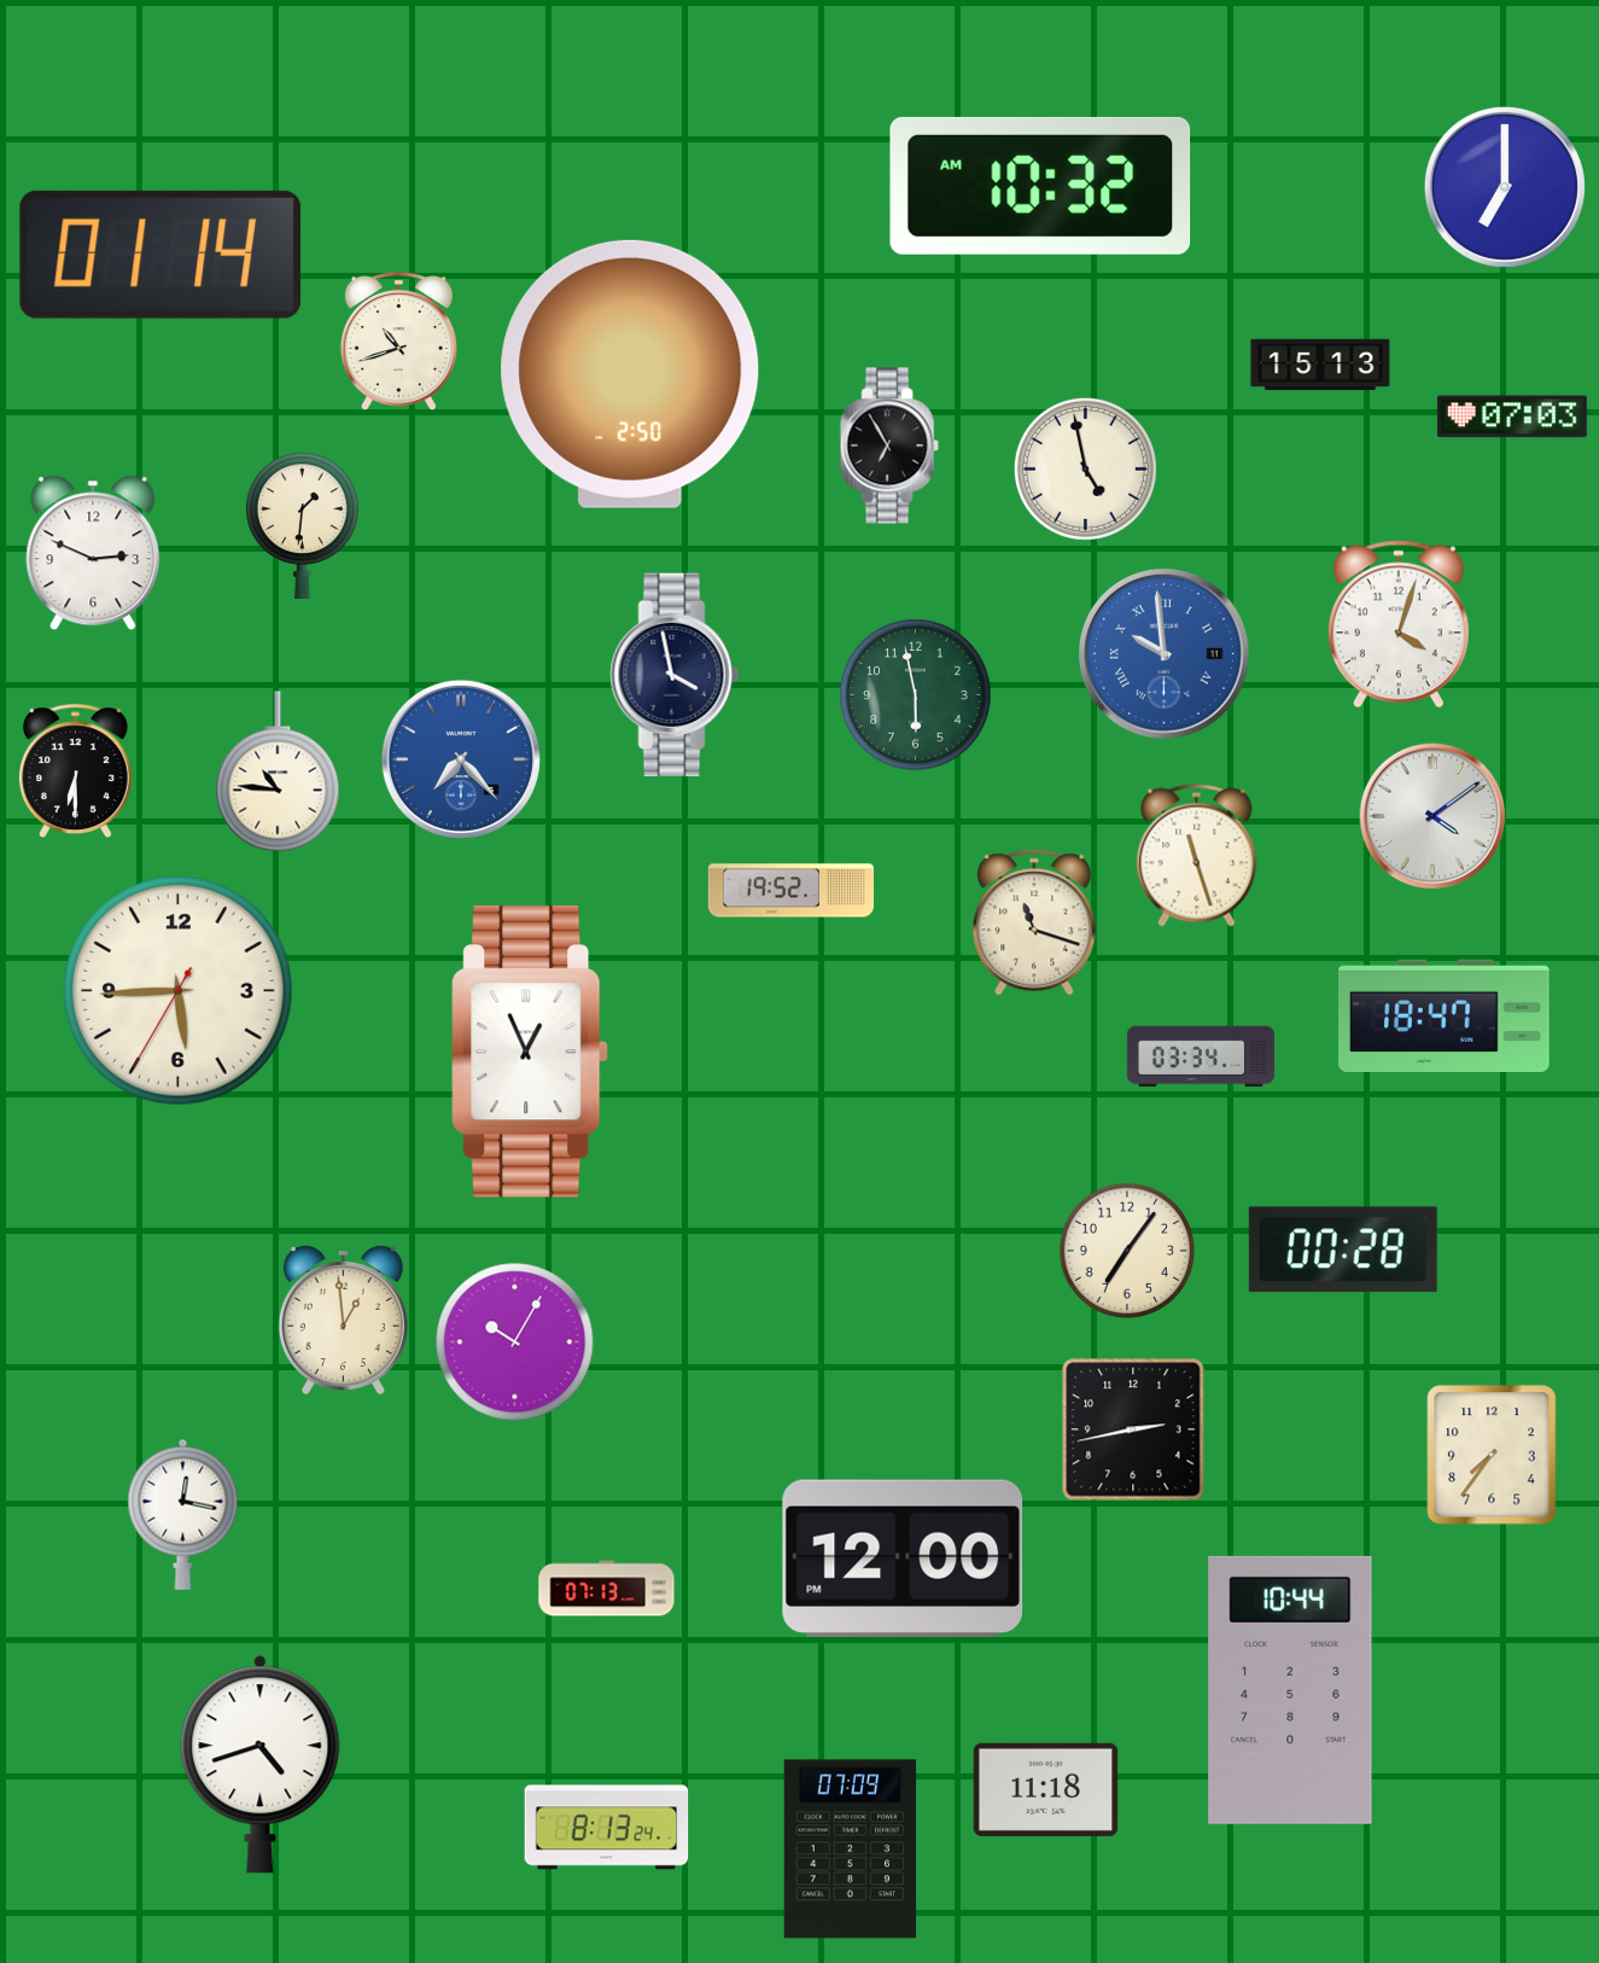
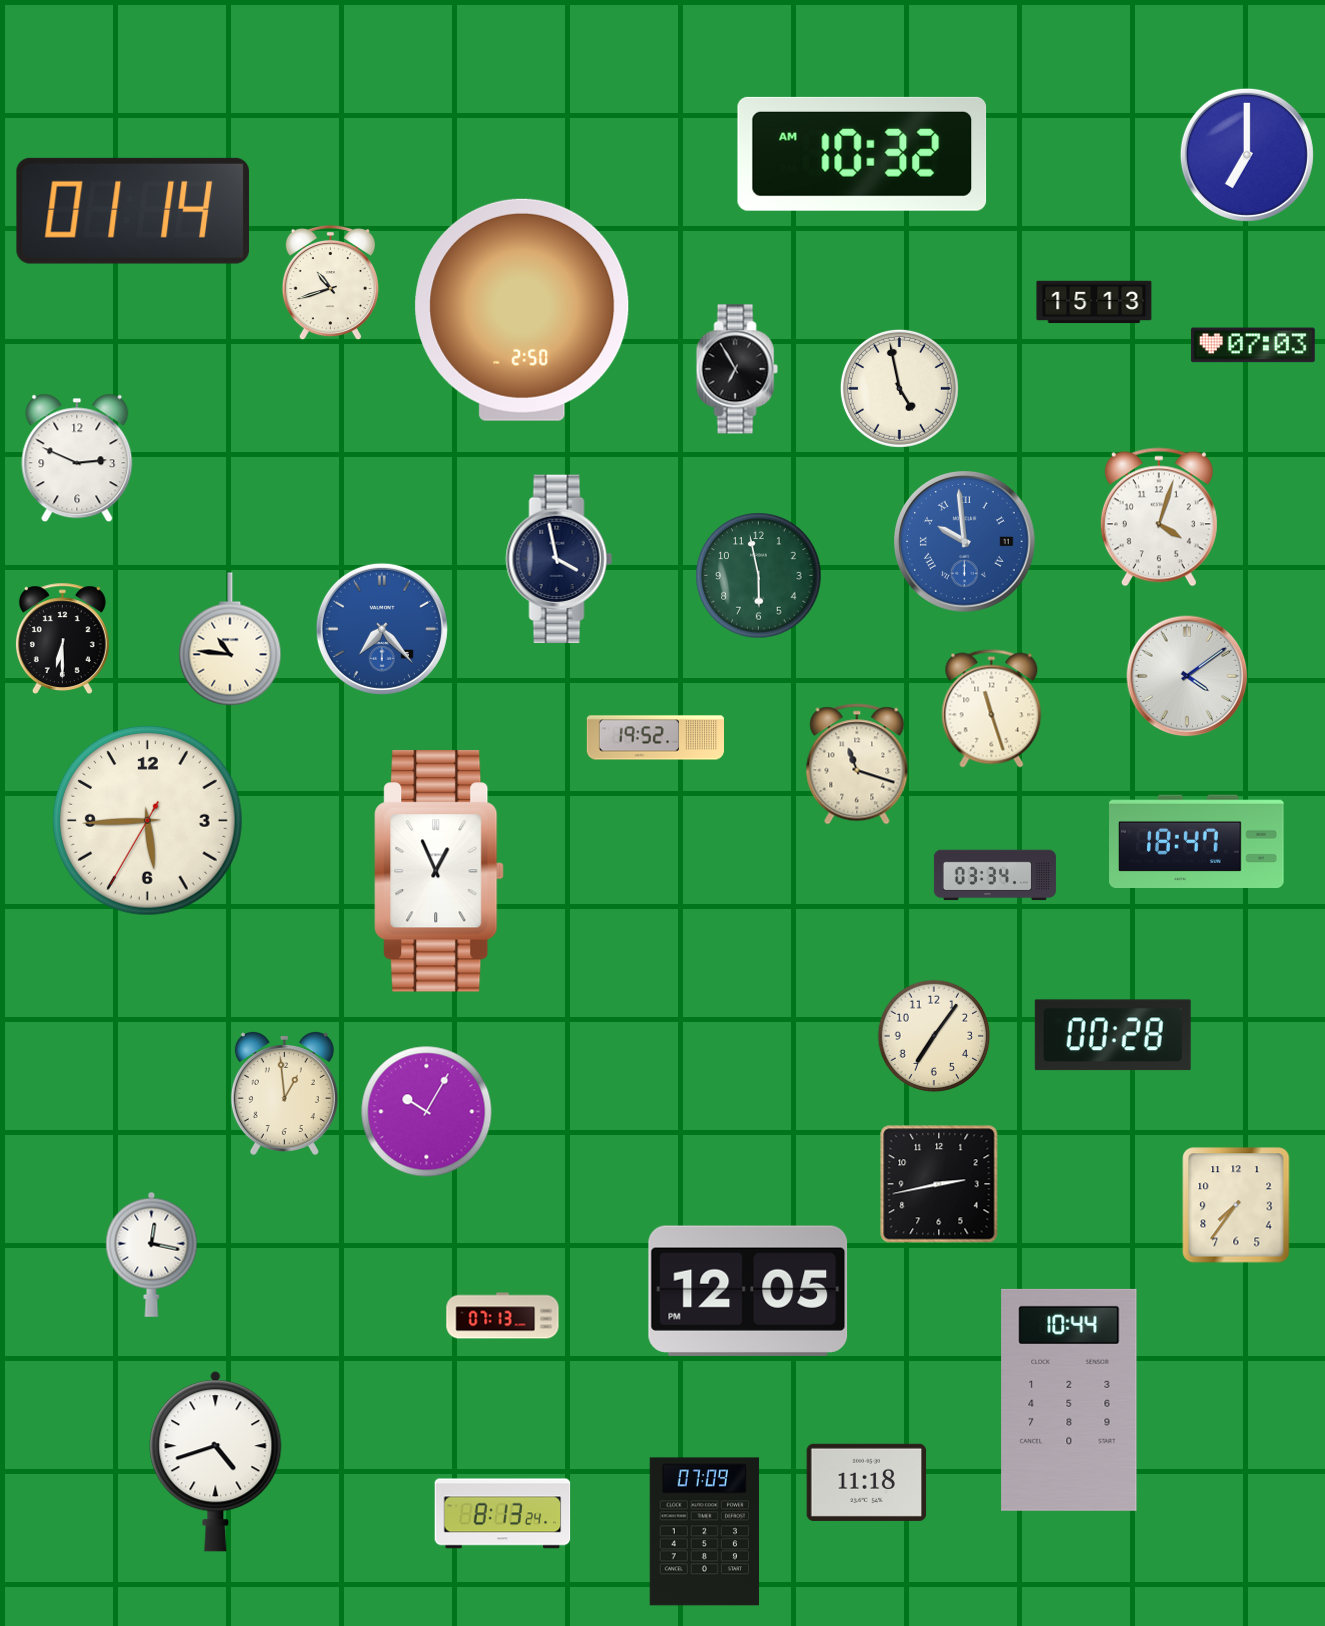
clock at (302, 525): 1:31 -> none
clock at (903, 1559): 12:00 -> 12:05
